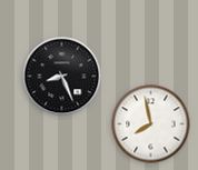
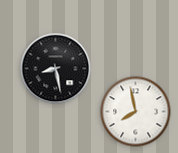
clock at (62, 77): 8:26 -> 8:28
